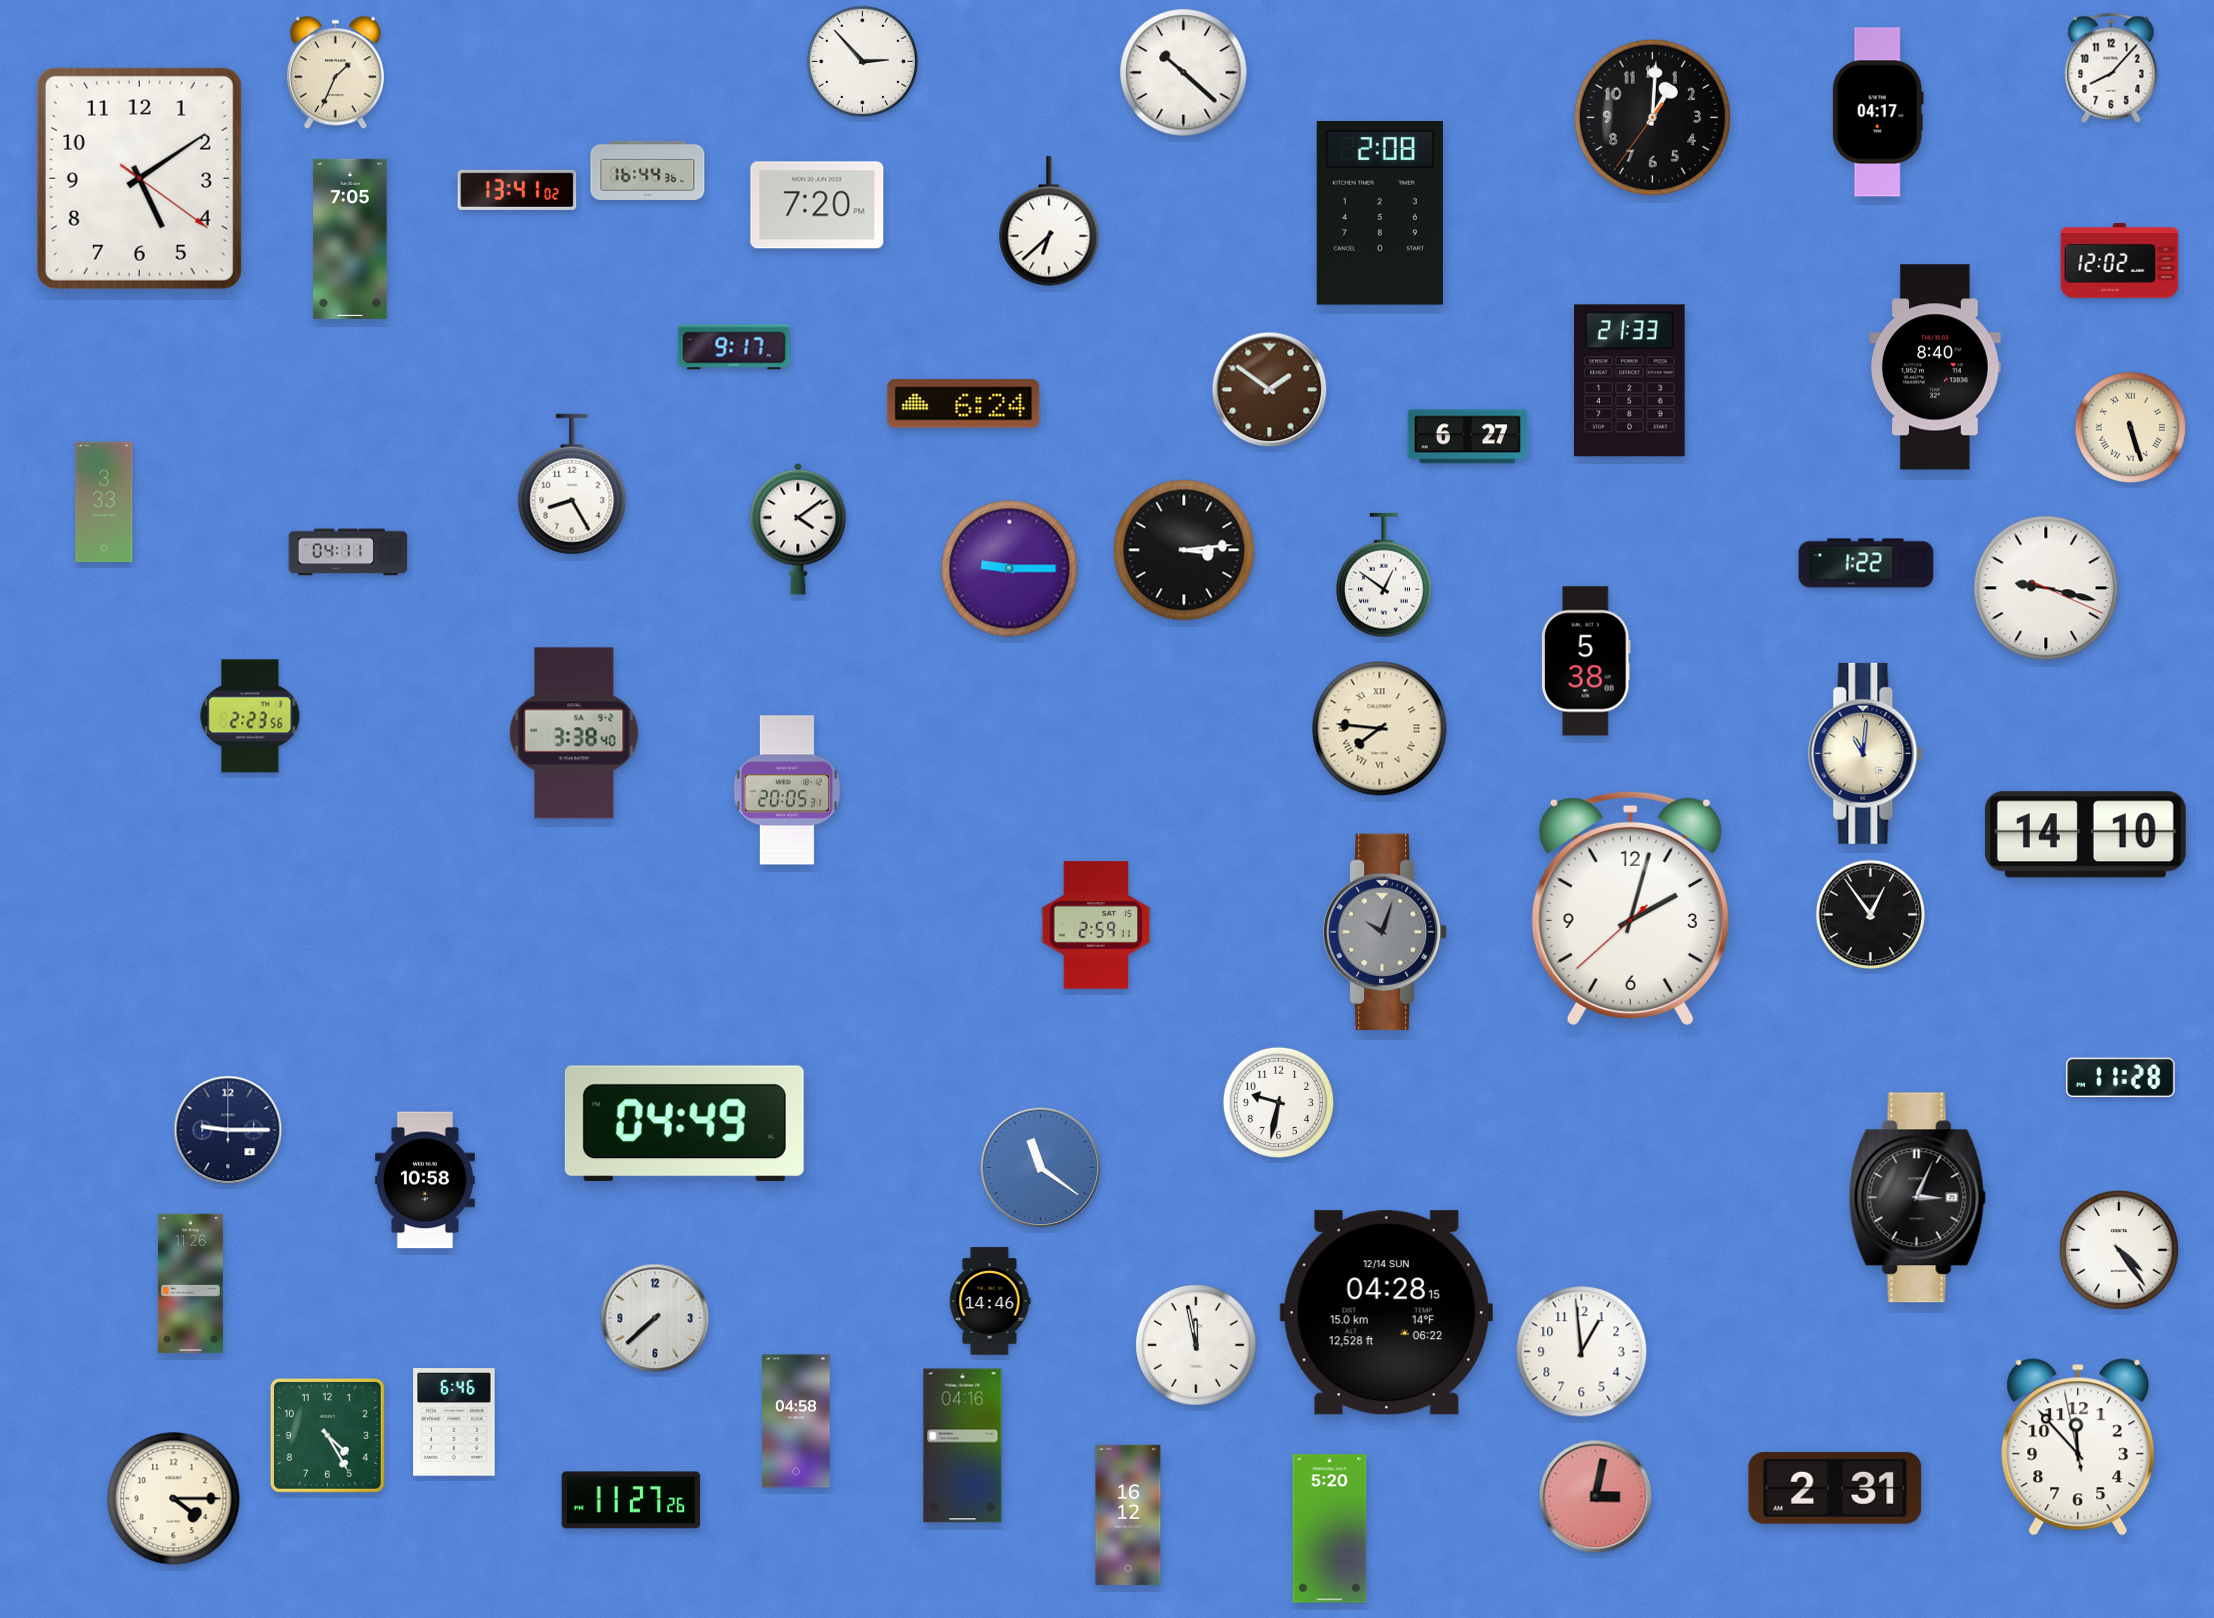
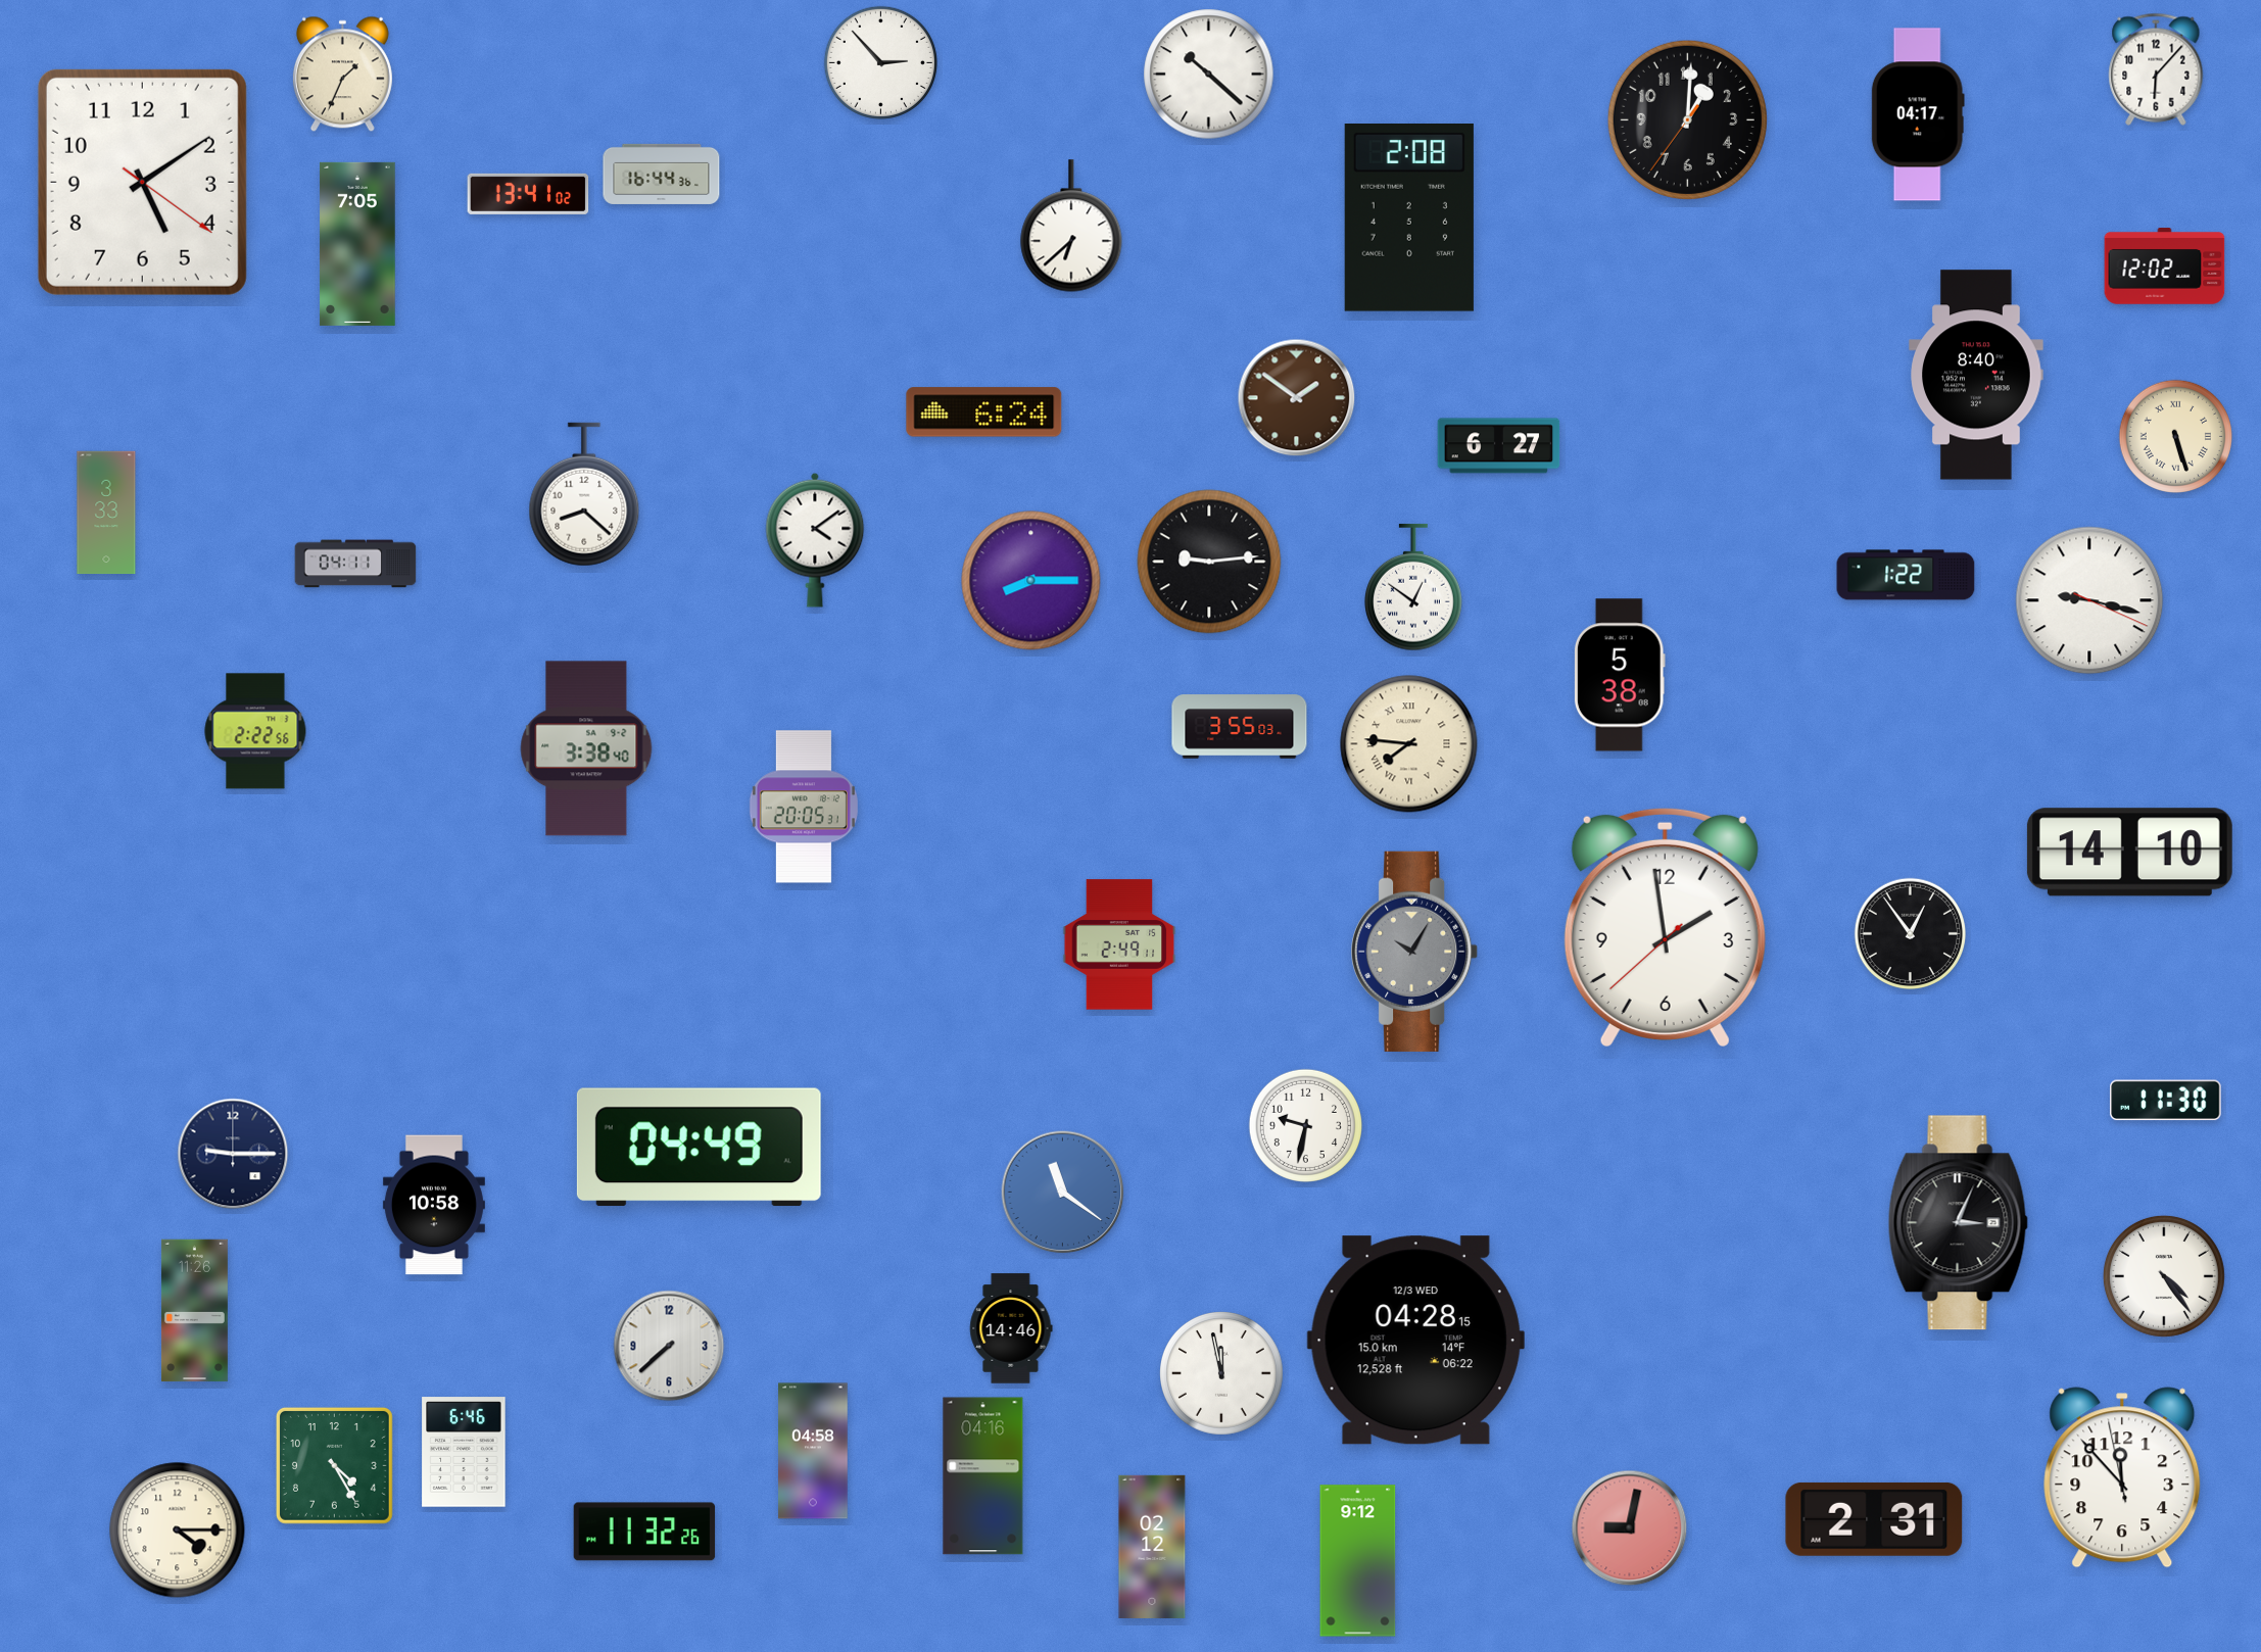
clock at (2111, 68): 8:07 -> 6:07
clock at (817, 205): 7:20 -> none
clock at (734, 347): 9:17 -> none
clock at (1630, 381): 21:33 -> none
clock at (572, 484): 8:25 -> 8:22
clock at (1184, 550): 3:14 -> 9:14
clock at (1010, 569): 9:15 -> 8:15
clock at (1240, 727): none -> 3:55
clock at (250, 716): 2:23 -> 2:22
clock at (1866, 753): 11:01 -> none
clock at (1630, 908): 2:02 -> 1:58
clock at (1096, 925): 2:59 -> 2:49
clock at (1386, 932): 10:03 -> 10:05
clock at (2121, 1078): 11:28 -> 11:30
clock at (1386, 1313) date: 12/14 SUN -> 12/3 WED
clock at (1582, 1352): 12:59 -> none
clock at (1596, 1497): 3:02 -> 9:02
clock at (631, 1500): 11:27 -> 11:32
clock at (1128, 1515): 16:12 -> 02:12
clock at (1330, 1529): 5:20 -> 9:12
